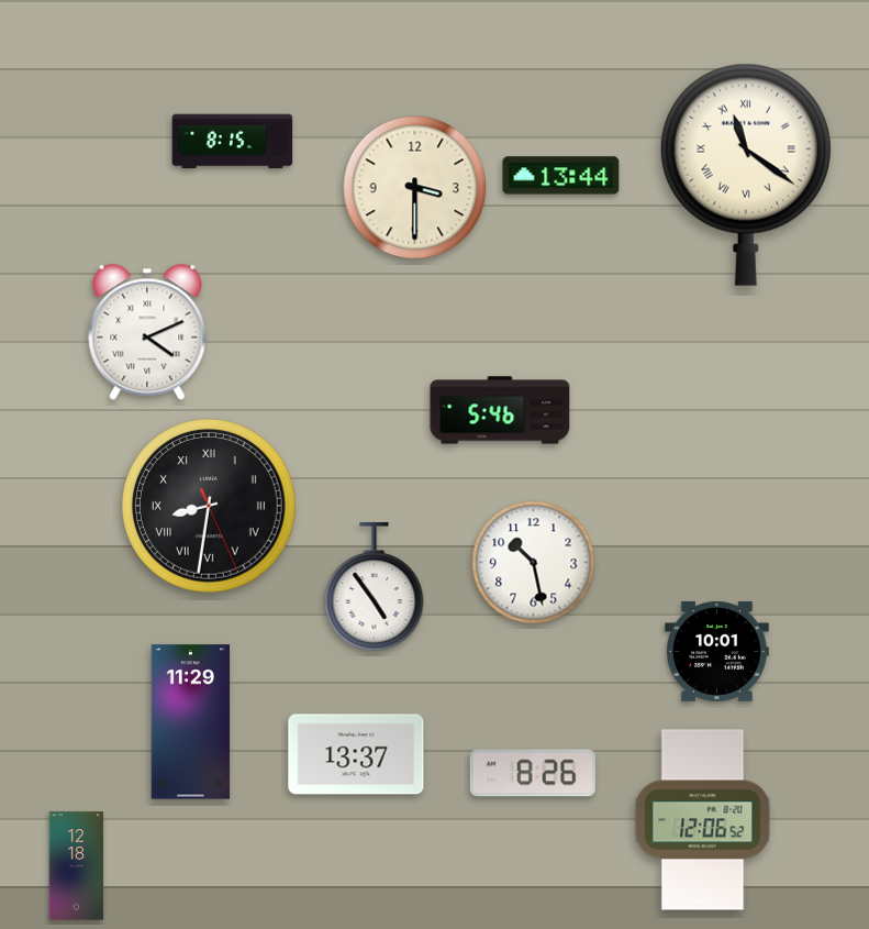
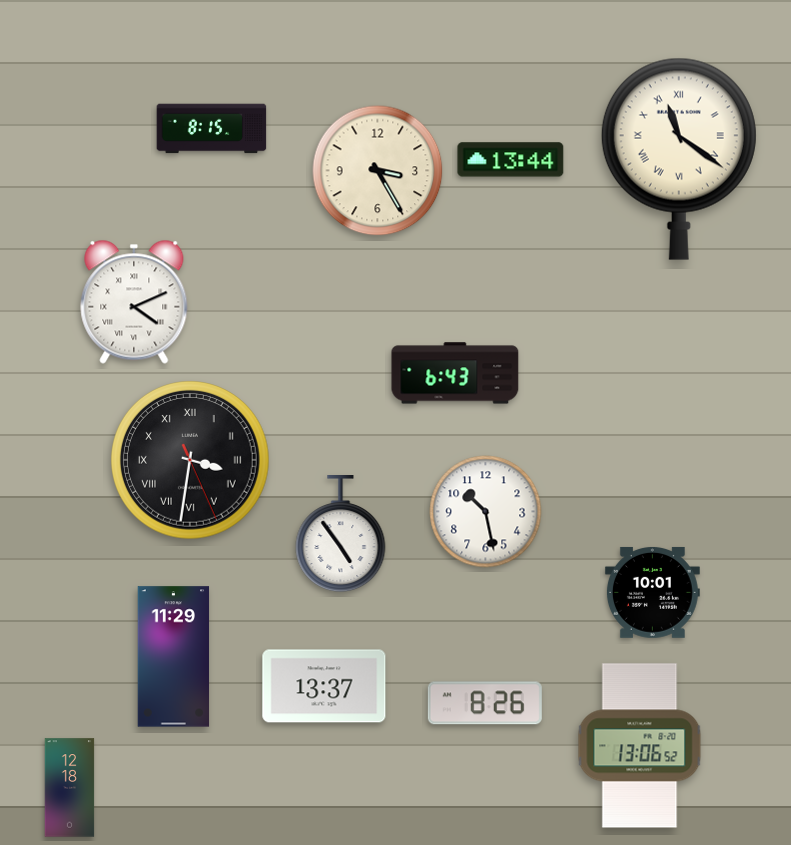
clock at (415, 188): 3:30 -> 3:25
clock at (500, 410): 5:46 -> 6:43
clock at (209, 506): 8:31 -> 3:31
clock at (703, 820): 12:06 -> 13:06
